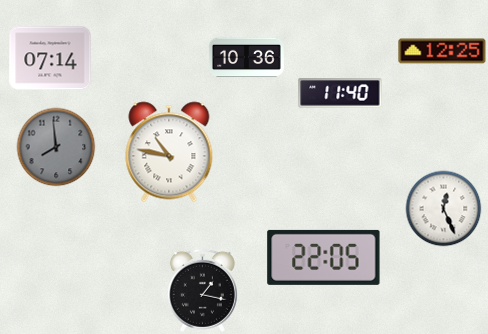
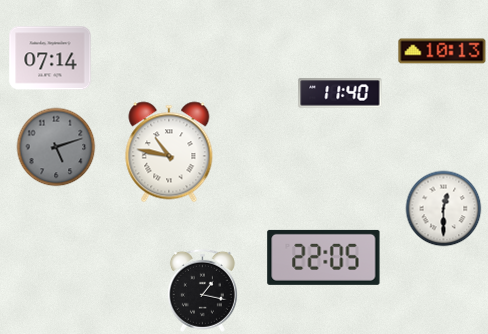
clock at (442, 51): 12:25 -> 10:13
clock at (246, 58): 10:36 -> none
clock at (56, 147): 7:59 -> 5:12
clock at (444, 209): 12:26 -> 12:30
